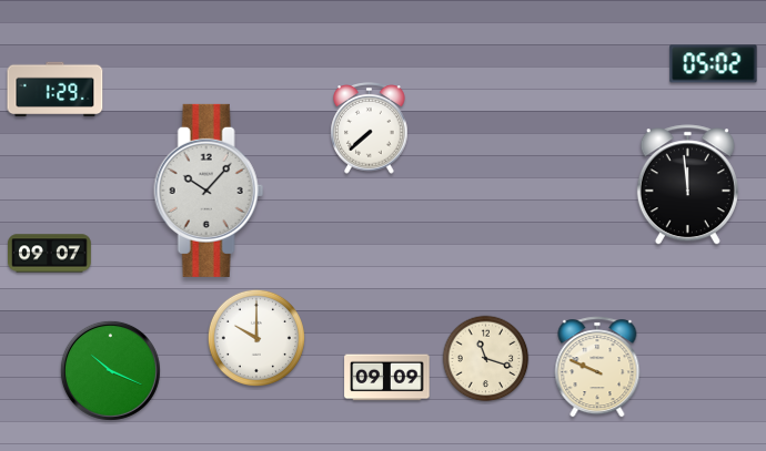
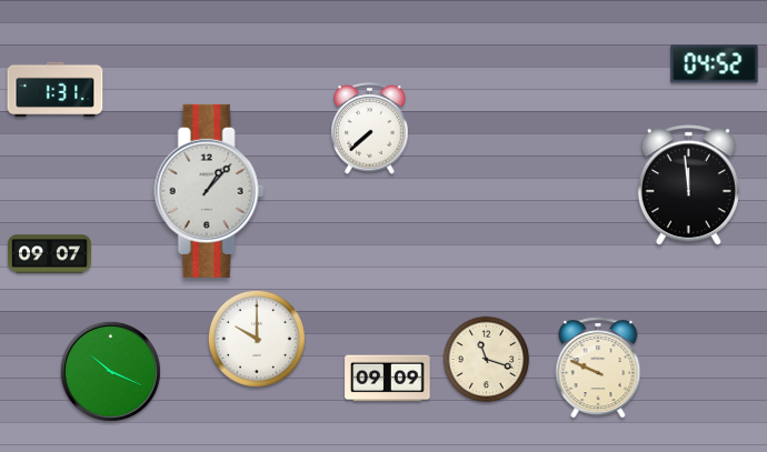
clock at (714, 64): 05:02 -> 04:52
clock at (56, 90): 1:29 -> 1:31
clock at (209, 191): 10:07 -> 1:07
